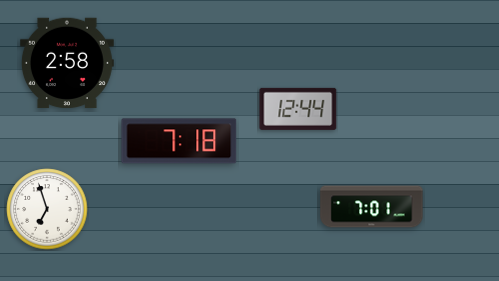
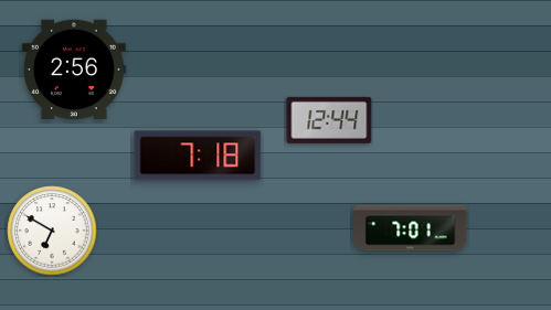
clock at (67, 63): 2:58 -> 2:56
clock at (47, 209): 6:57 -> 6:50
